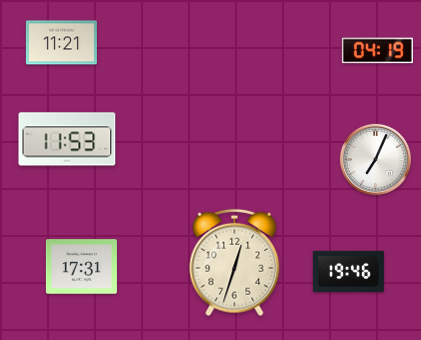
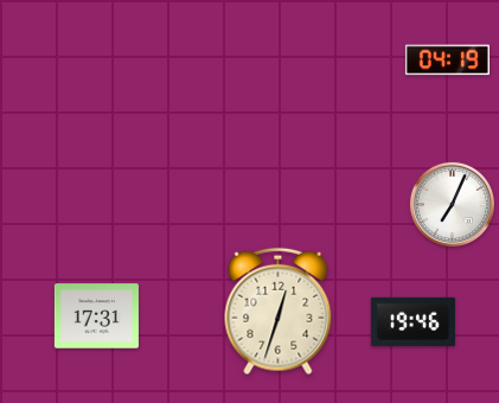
clock at (61, 43): 11:21 -> none
clock at (67, 139): 11:53 -> none
clock at (375, 159) position: (375, 159) -> (452, 204)
